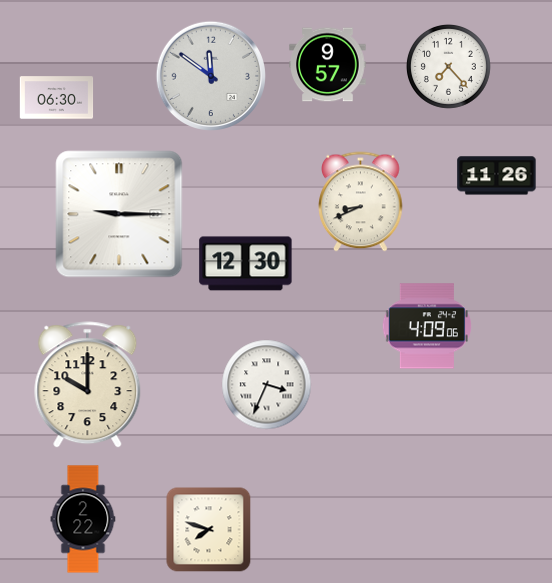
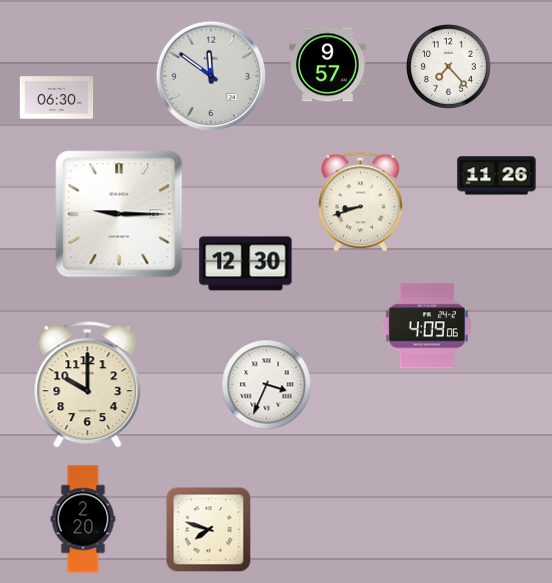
clock at (361, 202): 8:41 -> 8:42
clock at (83, 519): 2:22 -> 2:20
